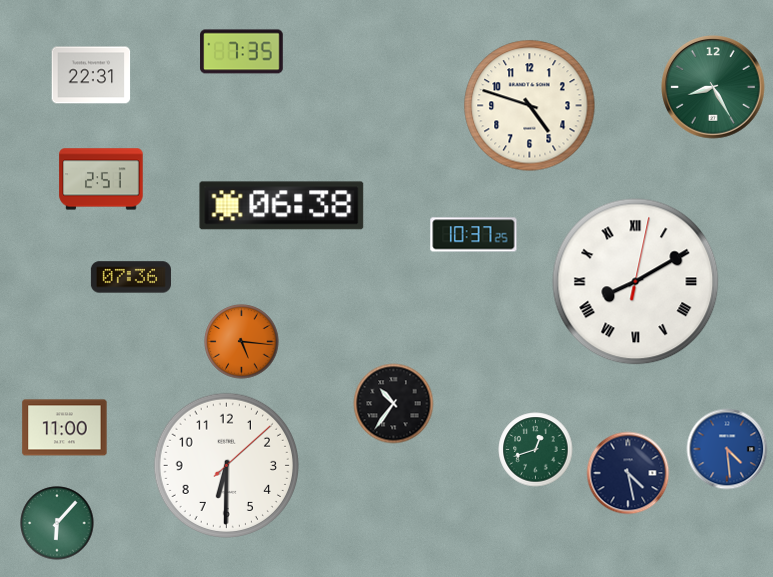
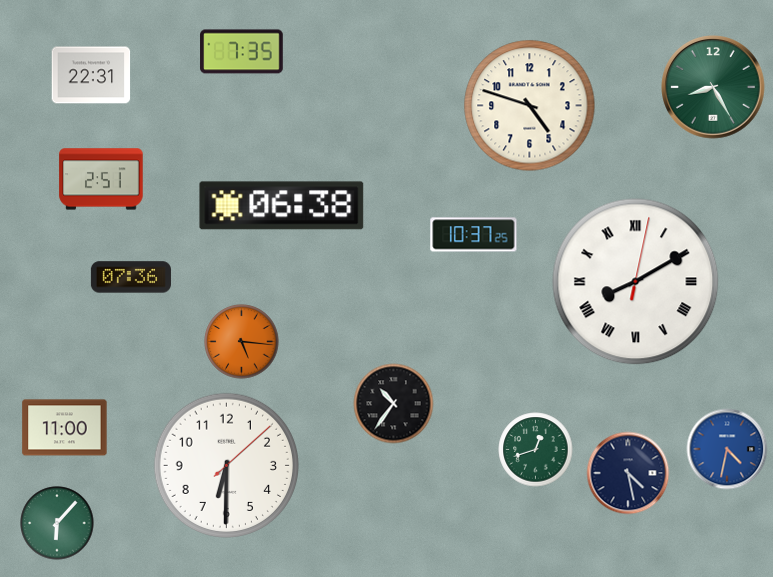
clock at (727, 449): 4:29 -> 4:32
